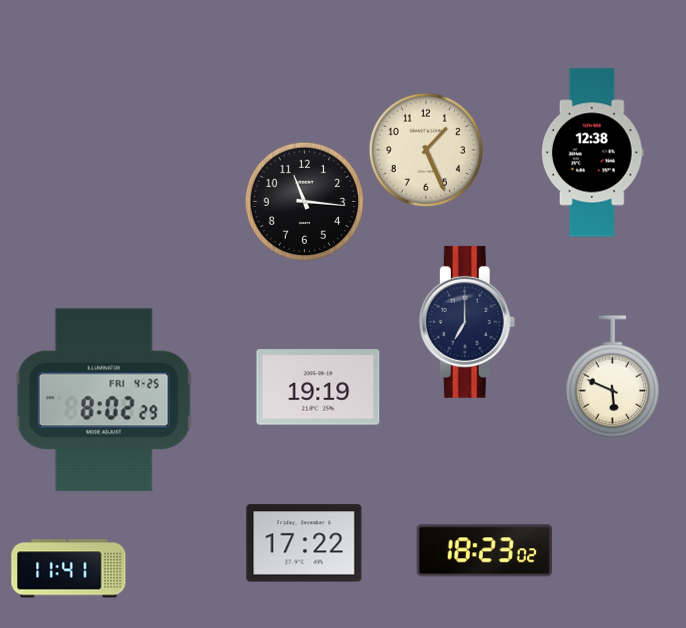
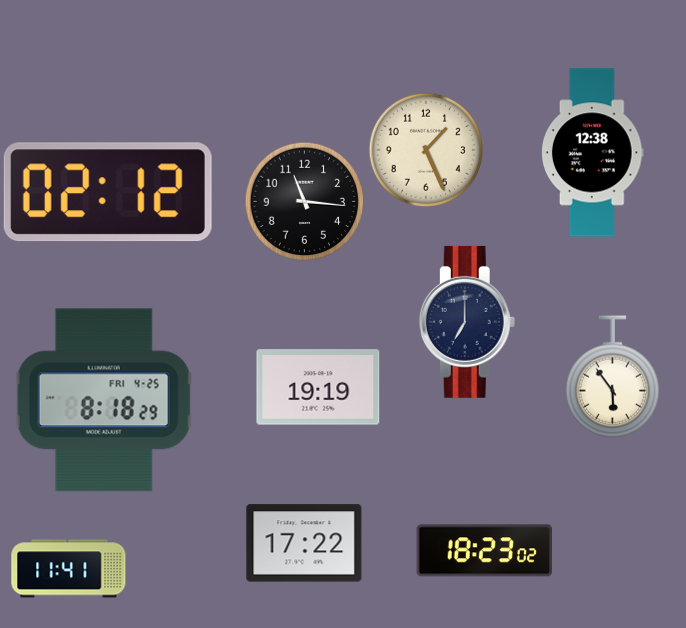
clock at (108, 192): none -> 02:12
clock at (613, 377): 5:49 -> 5:54
clock at (104, 400): 8:02 -> 8:18
